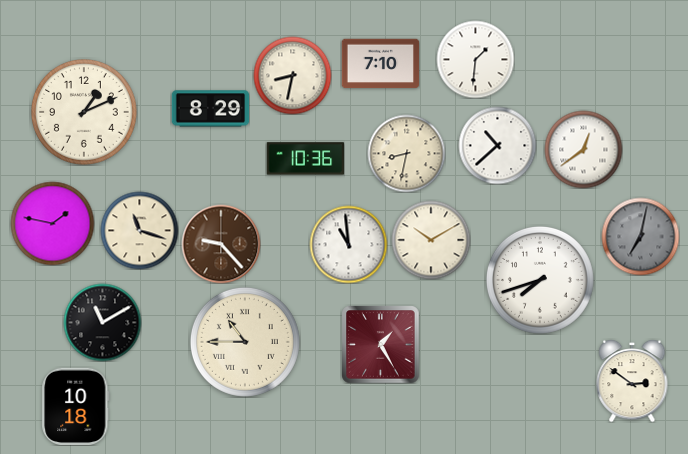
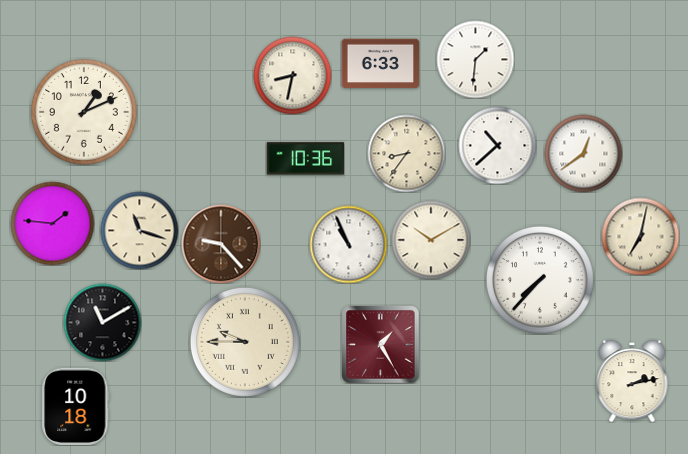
clock at (380, 64): 7:10 -> 6:33
clock at (210, 109): 8:29 -> none
clock at (583, 149) position: (583, 149) -> (583, 153)
clock at (406, 153): 8:32 -> 8:36
clock at (52, 223): 1:47 -> 1:46
clock at (640, 236) dial: grey -> cream
clock at (348, 244): 10:59 -> 10:56
clock at (540, 280): 7:42 -> 7:37
clock at (245, 342): 10:45 -> 9:45
clock at (632, 381): 2:51 -> 2:13
